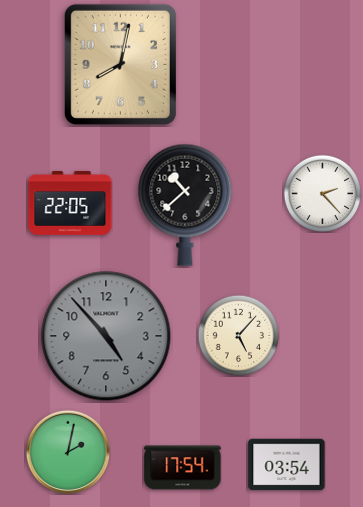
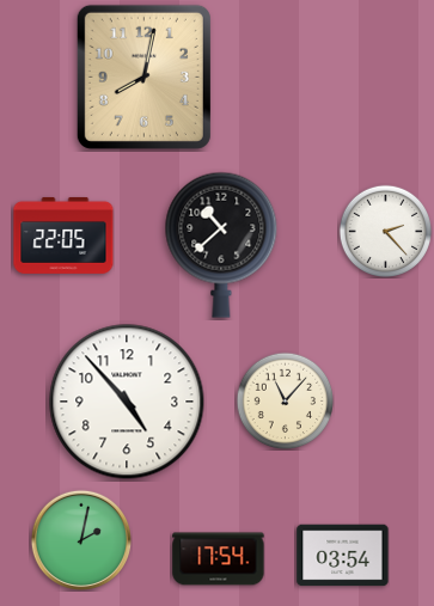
clock at (70, 203) position: (70, 203) -> (63, 235)
clock at (238, 335): 5:07 -> 11:07
clock at (106, 336) dial: grey -> white
